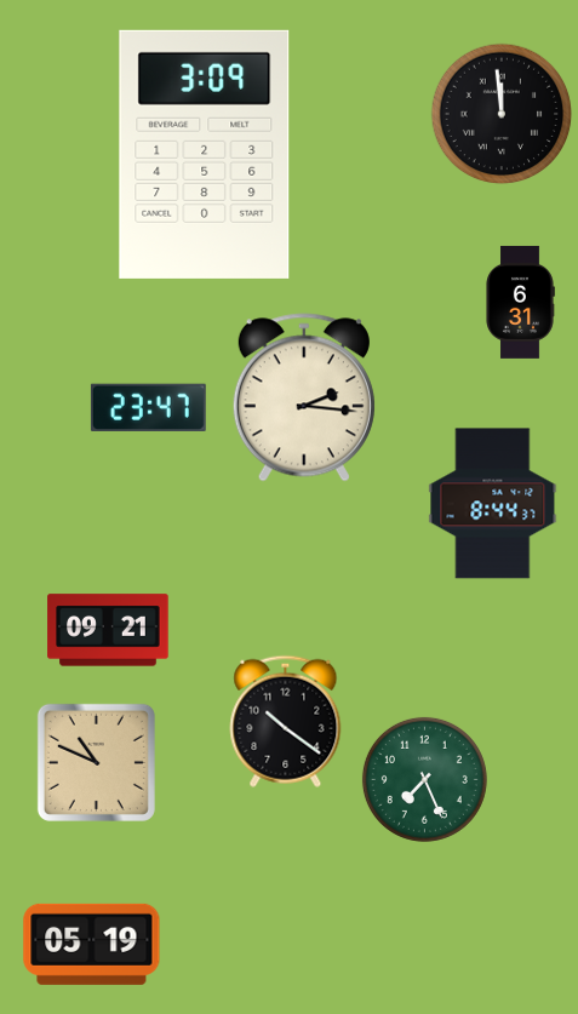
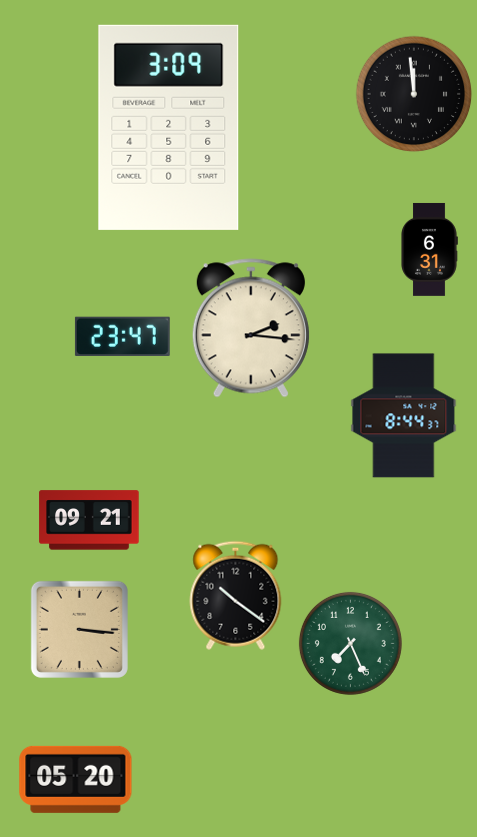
clock at (493, 504) position: (493, 504) -> (404, 416)
clock at (96, 762): 10:49 -> 3:16
clock at (92, 944): 05:19 -> 05:20
